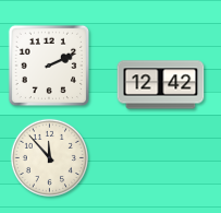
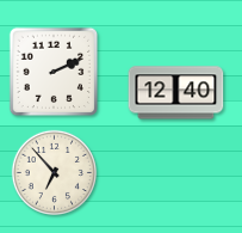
clock at (161, 85): 12:42 -> 12:40
clock at (49, 157): 11:53 -> 6:53
